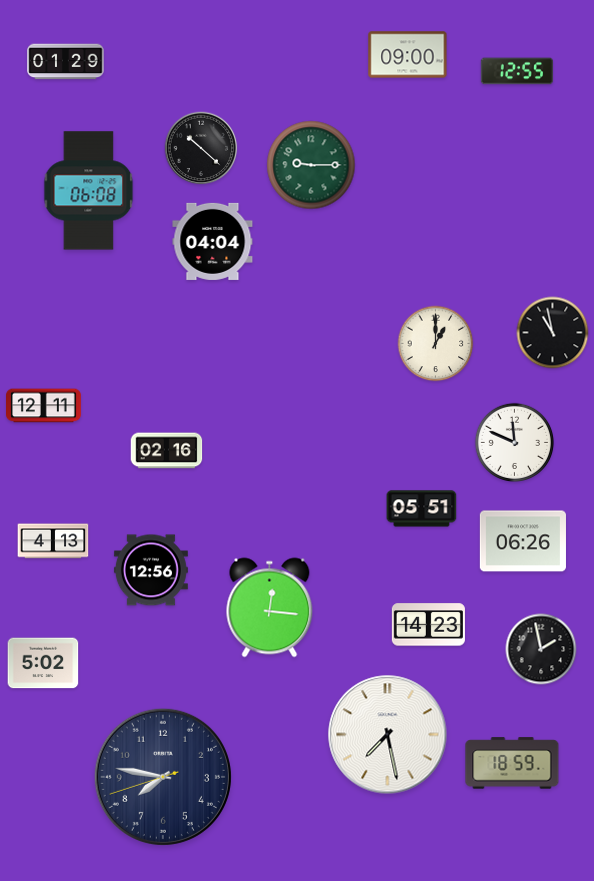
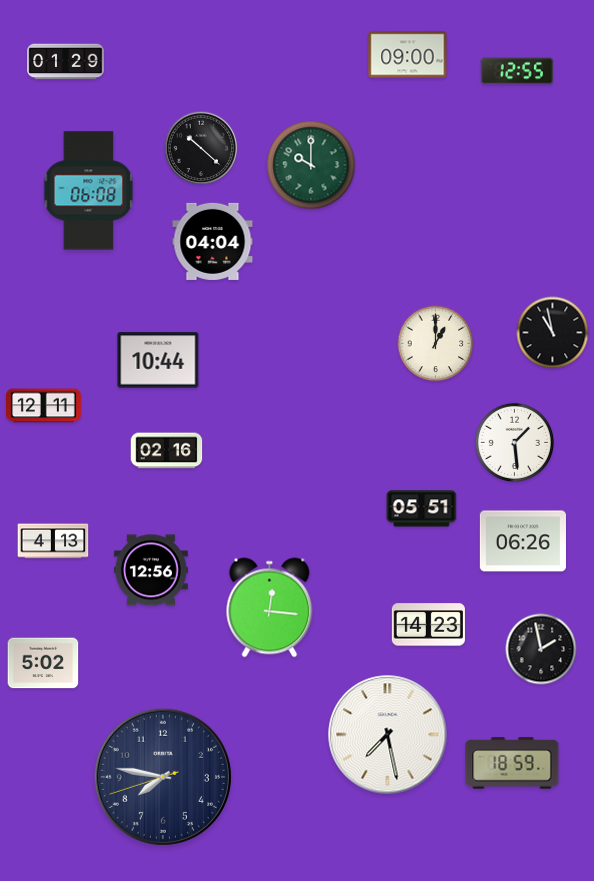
clock at (311, 165): 9:15 -> 10:00
clock at (158, 360): none -> 10:44
clock at (514, 442): 11:49 -> 1:29
